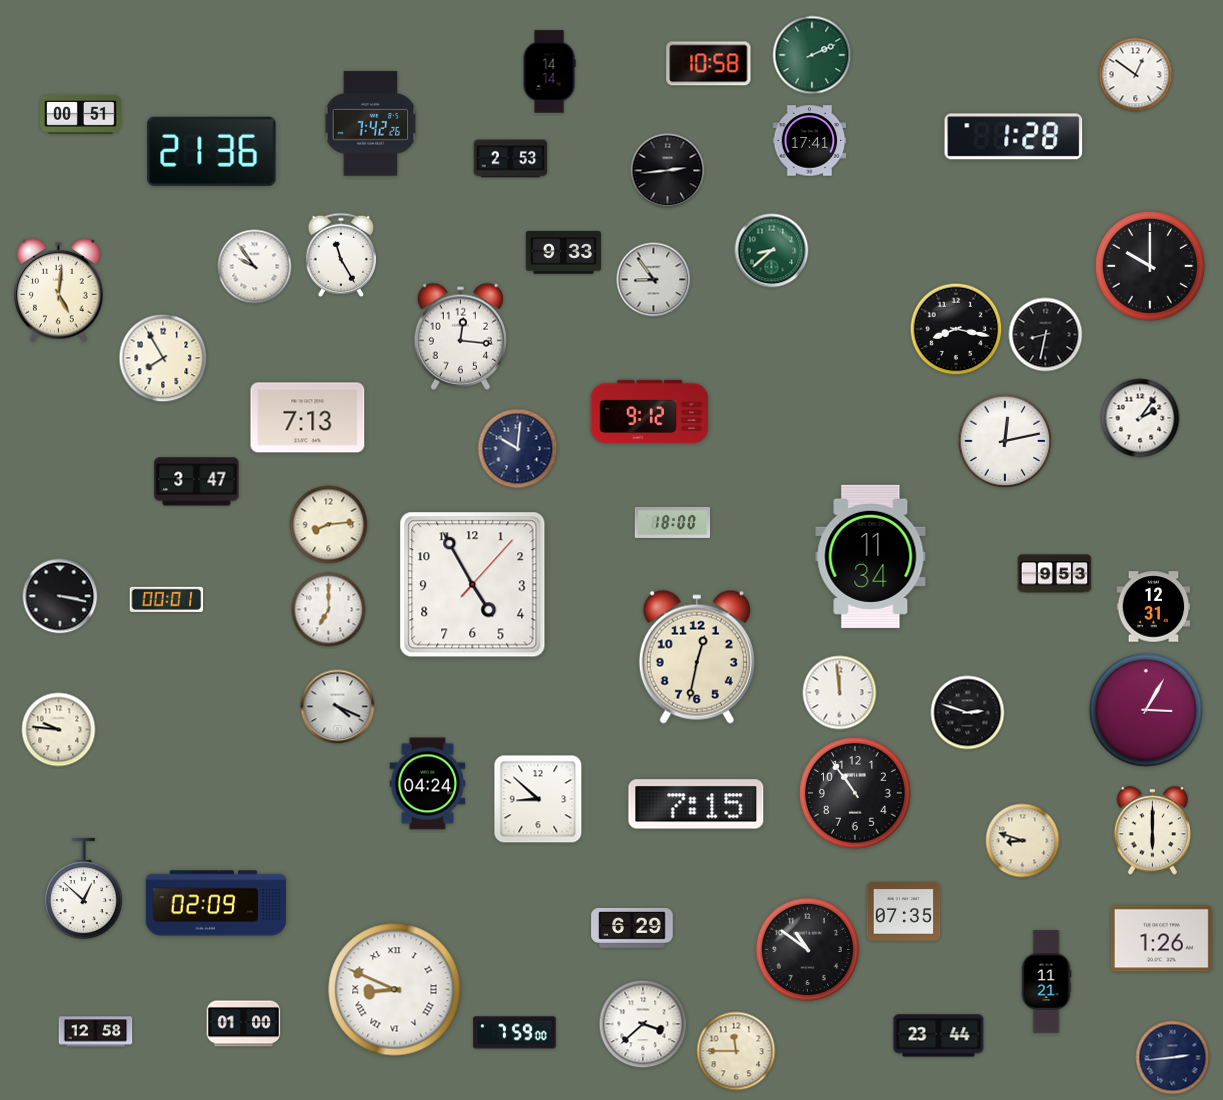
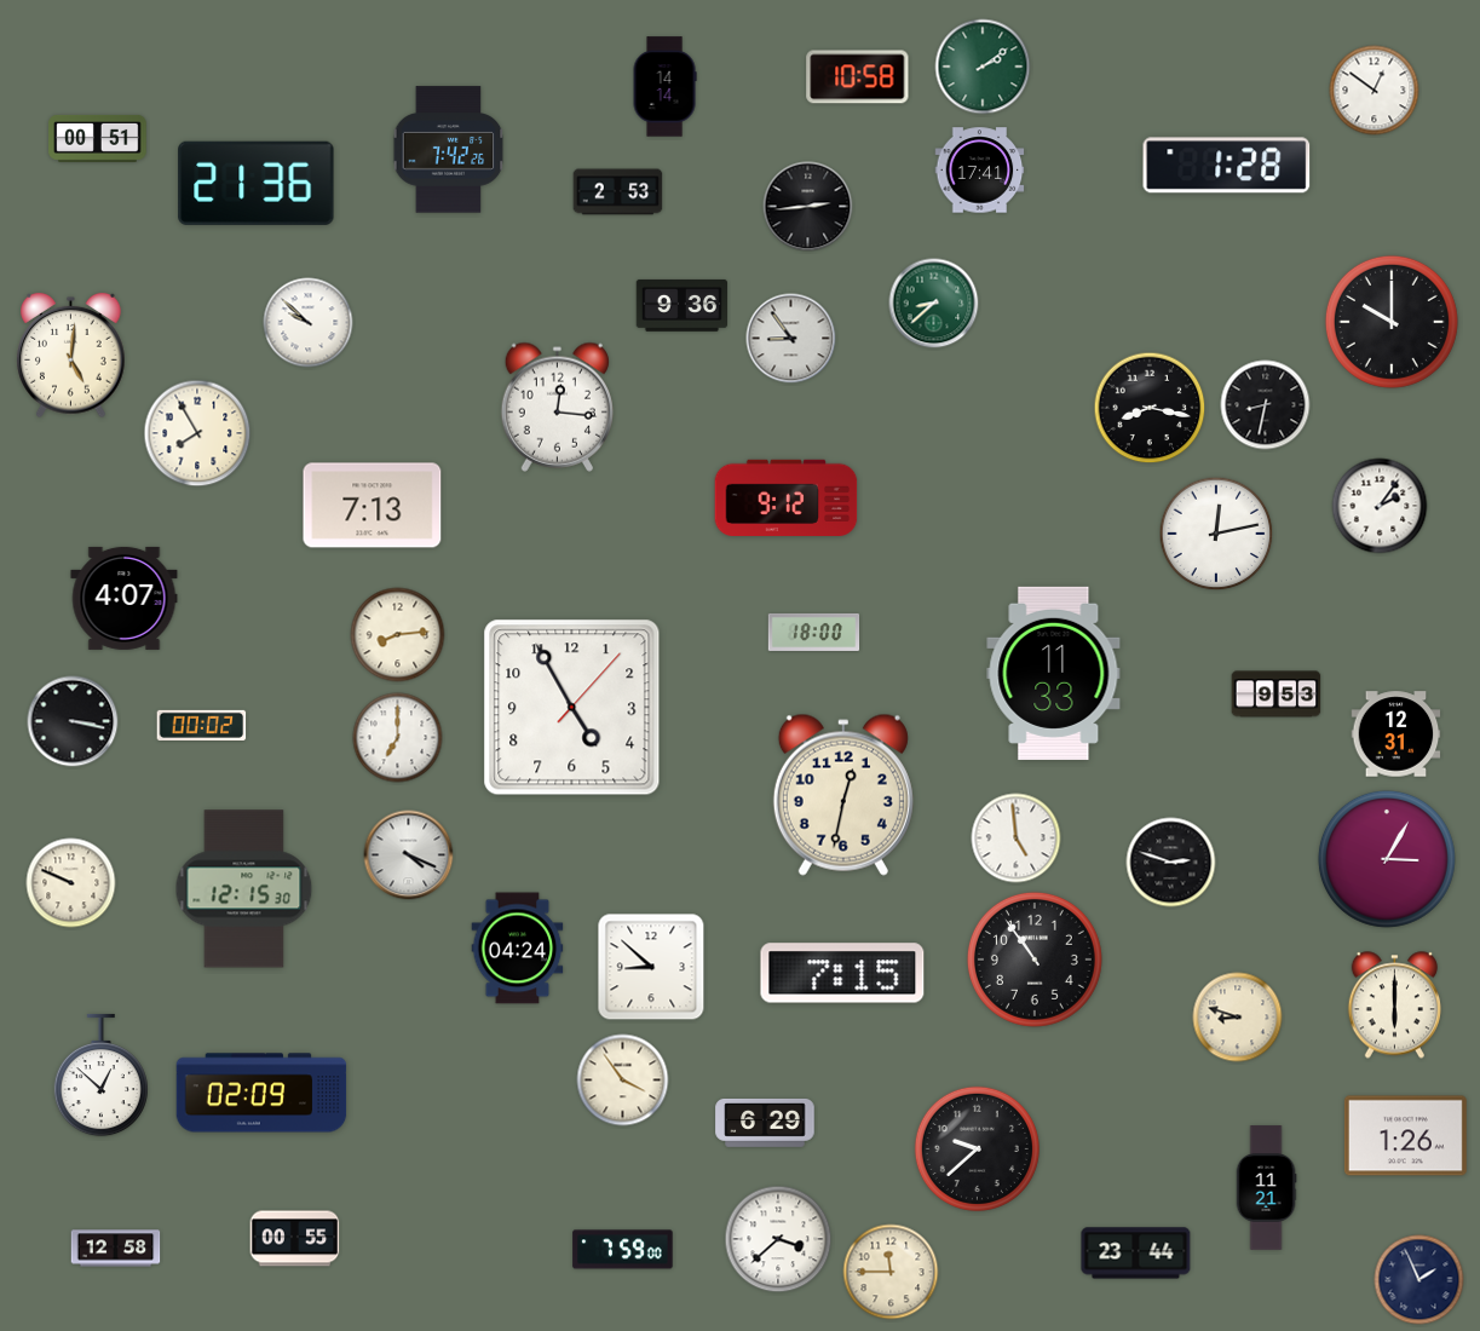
clock at (812, 55): 2:11 -> 2:09
clock at (563, 253): 9:33 -> 9:36
clock at (340, 255): 11:25 -> none
clock at (255, 267): 9:54 -> 9:52
clock at (59, 291) position: (59, 291) -> (71, 356)
clock at (956, 329) position: (956, 329) -> (1150, 408)
clock at (518, 449): 10:01 -> none
clock at (197, 482): 3:47 -> none
clock at (125, 598): none -> 4:07
clock at (871, 556): 11:34 -> 11:33
clock at (167, 599): 00:01 -> 00:02
clock at (840, 693): 11:59 -> 4:59
clock at (59, 730): 9:46 -> 9:49
clock at (244, 889): none -> 12:15
clock at (623, 1081): none -> 3:54
clock at (904, 912): 07:35 -> none
clock at (807, 949): 10:51 -> 9:38
clock at (395, 990): 8:49 -> none
clock at (244, 1024): 01:00 -> 00:55
clock at (1173, 1058): 2:44 -> 1:56
